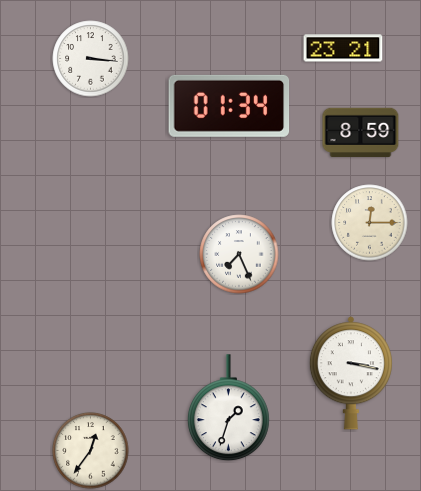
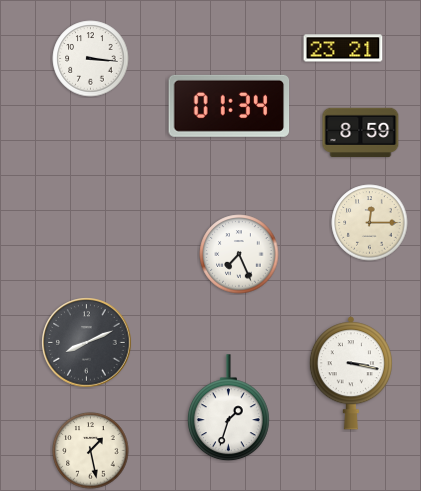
clock at (87, 343): none -> 8:11
clock at (91, 451): 12:36 -> 1:28
